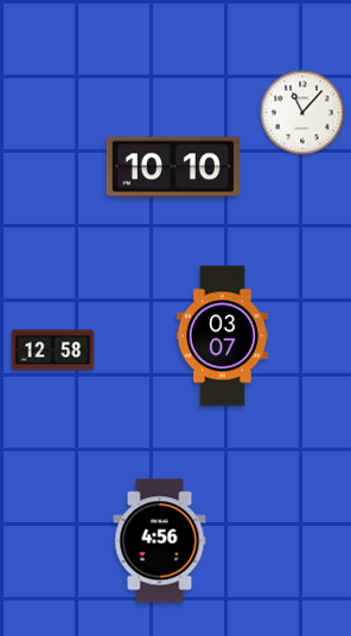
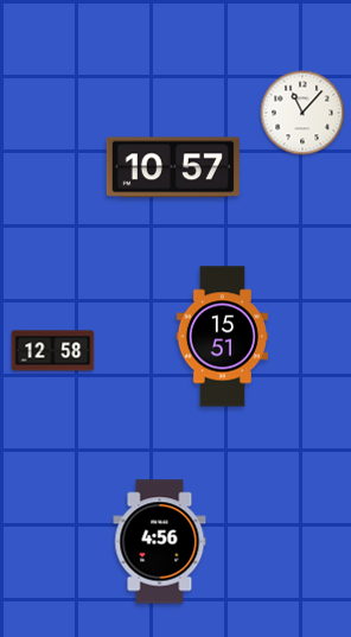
clock at (173, 167): 10:10 -> 10:57
clock at (222, 336): 03:07 -> 15:51
